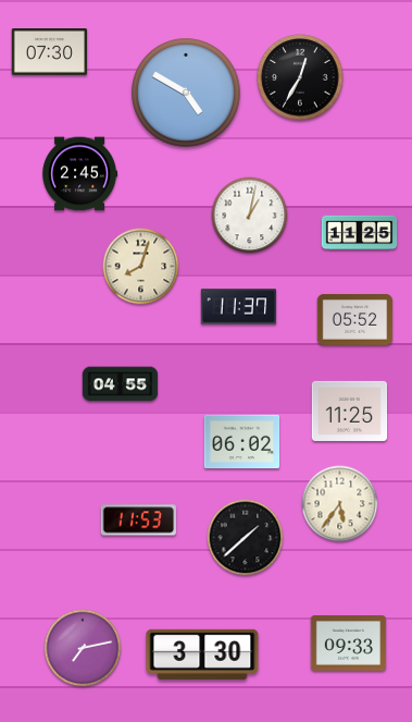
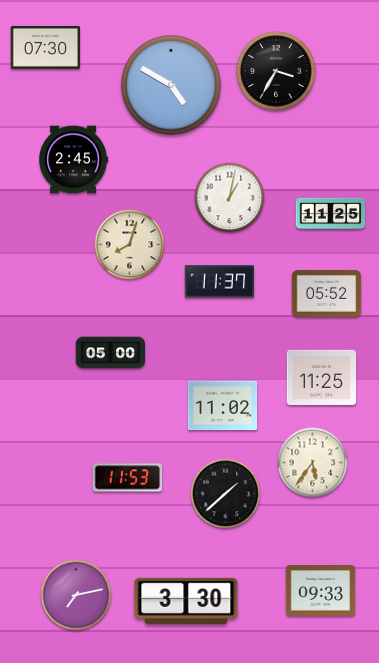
clock at (300, 77): 12:35 -> 3:35
clock at (121, 384): 04:55 -> 05:00
clock at (242, 442): 06:02 -> 11:02
